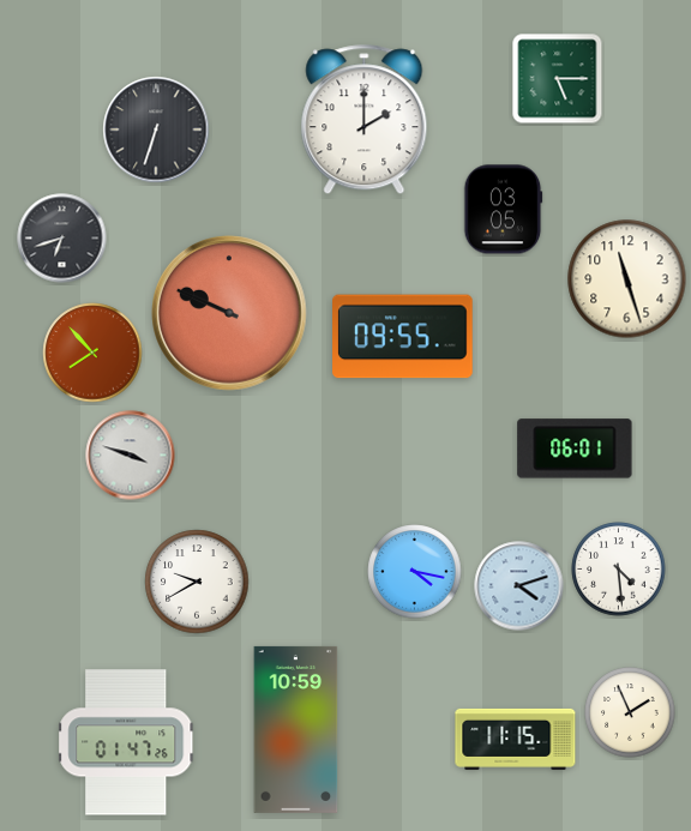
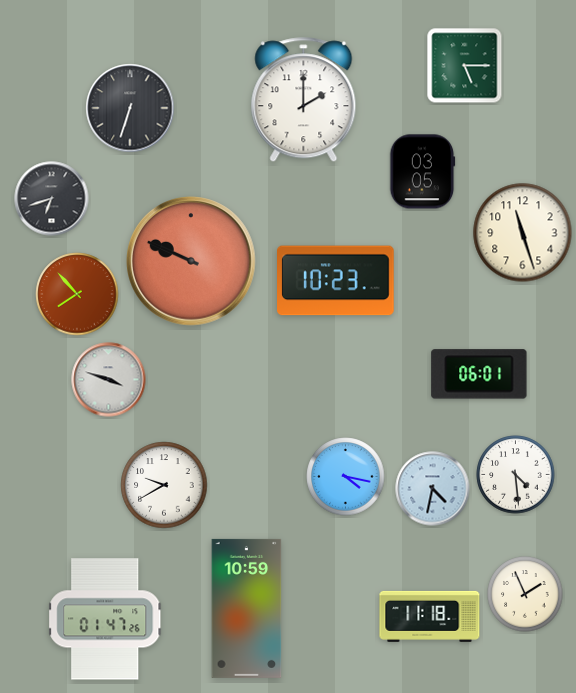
clock at (504, 210) position: (504, 210) -> (423, 172)
clock at (403, 337): 09:55 -> 10:23
clock at (519, 586): 4:12 -> 4:32
clock at (516, 739): 11:15 -> 11:18
